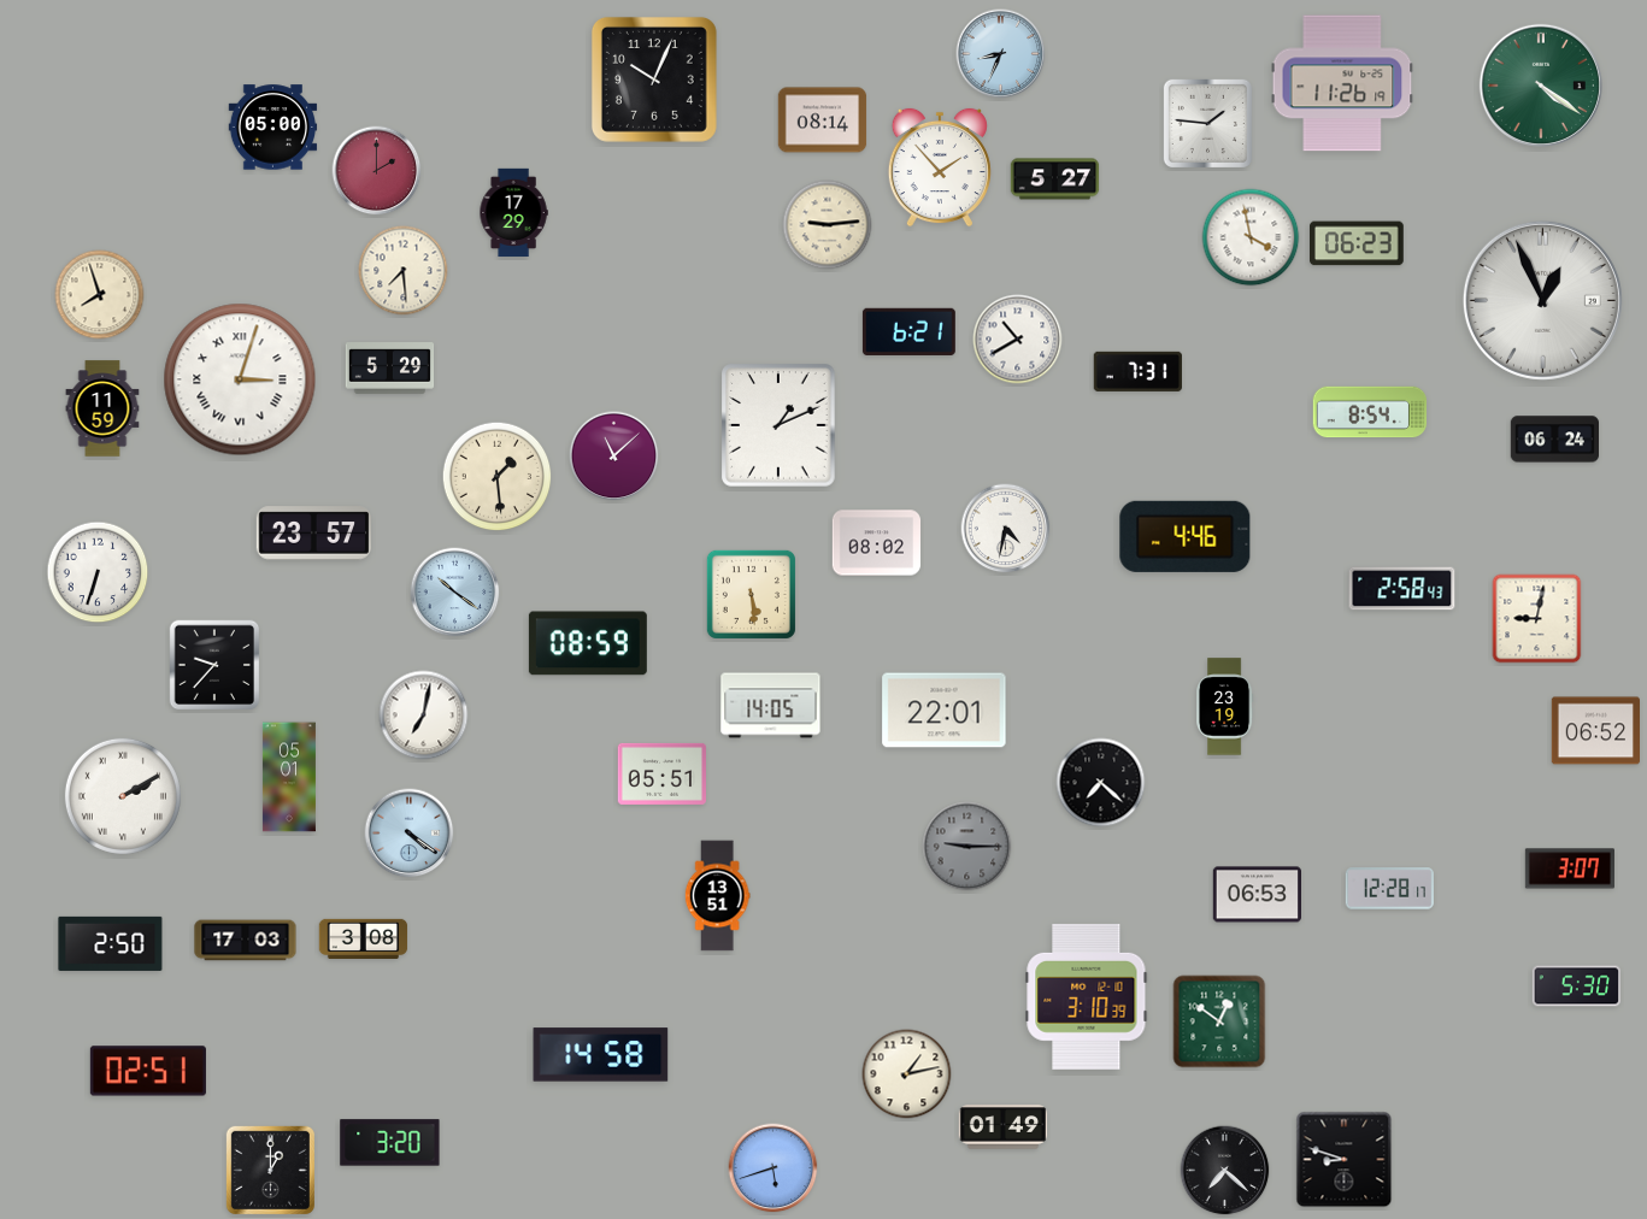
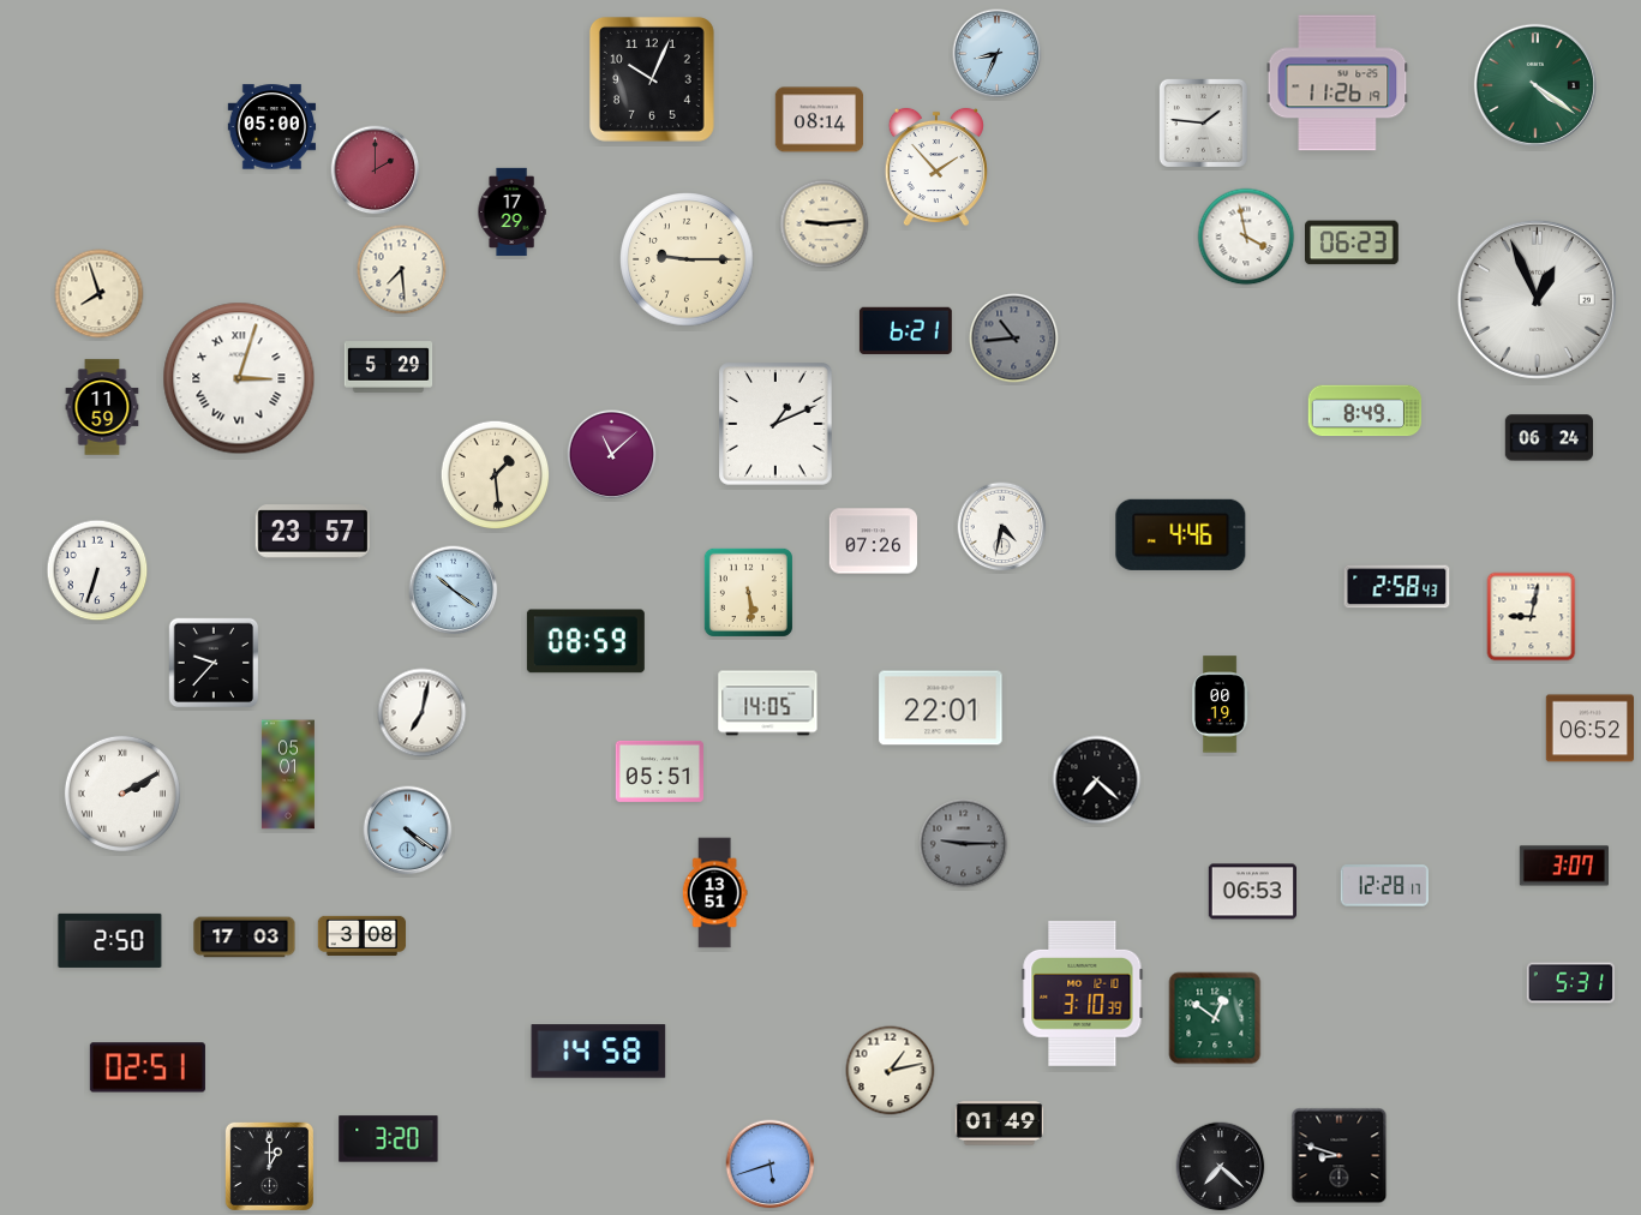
clock at (1055, 179): 5:27 -> none
clock at (687, 259): none -> 9:15
clock at (1018, 340): 10:40 -> 10:44
clock at (1018, 340) dial: white -> grey
clock at (1137, 371): 7:31 -> none
clock at (1370, 412): 8:54 -> 8:49
clock at (877, 543): 08:02 -> 07:26
clock at (1225, 707): 23:19 -> 00:19
clock at (1577, 987): 5:30 -> 5:31
clock at (907, 1074) position: (907, 1074) -> (891, 1071)
